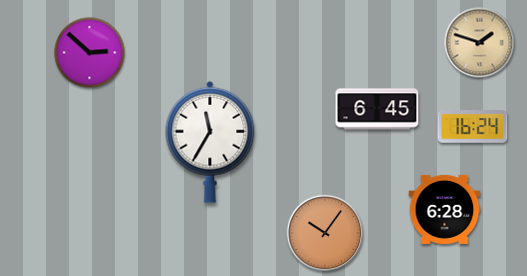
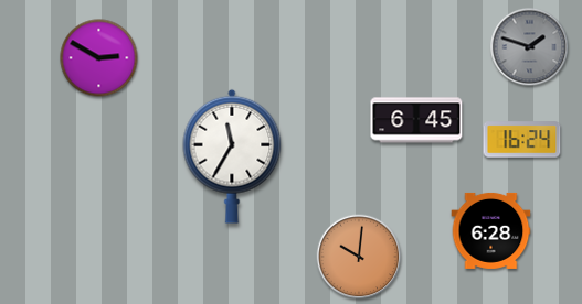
clock at (480, 43) dial: champagne -> grey
clock at (90, 53): 2:52 -> 2:50
clock at (325, 233): 10:06 -> 10:01
